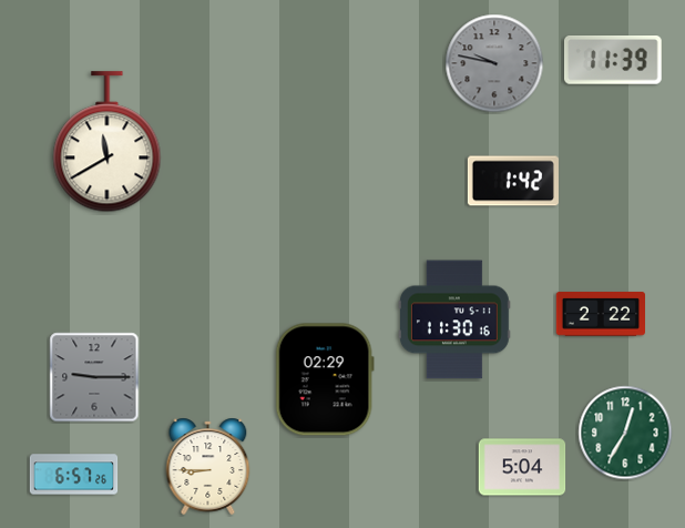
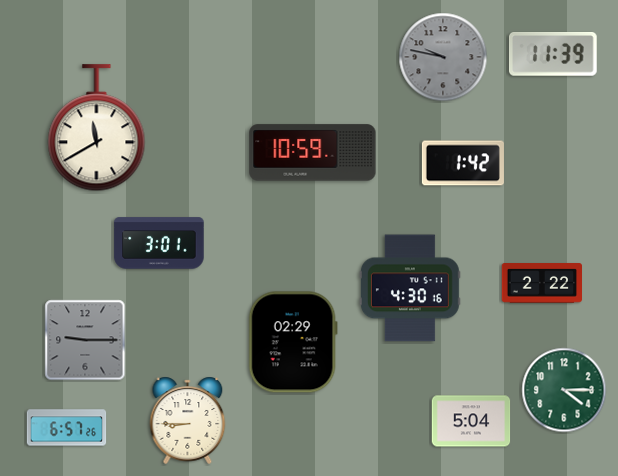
clock at (494, 63) position: (494, 63) -> (443, 57)
clock at (313, 153): none -> 10:59
clock at (159, 243): none -> 3:01
clock at (454, 319): 11:30 -> 4:30
clock at (625, 433): 12:35 -> 4:15
